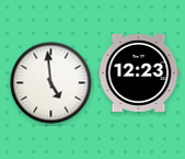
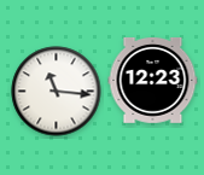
clock at (51, 83): 4:59 -> 11:16
